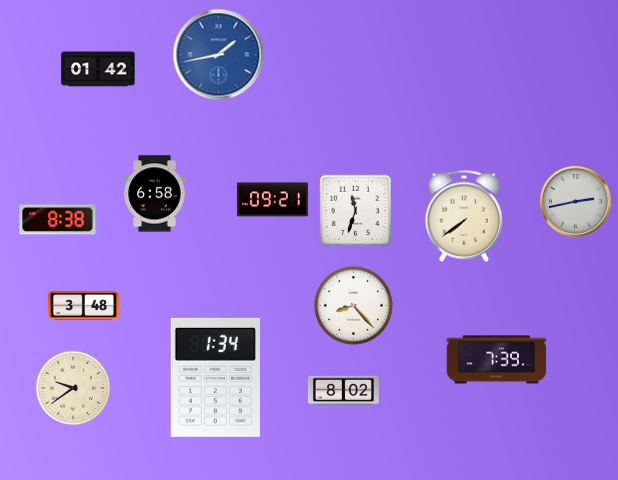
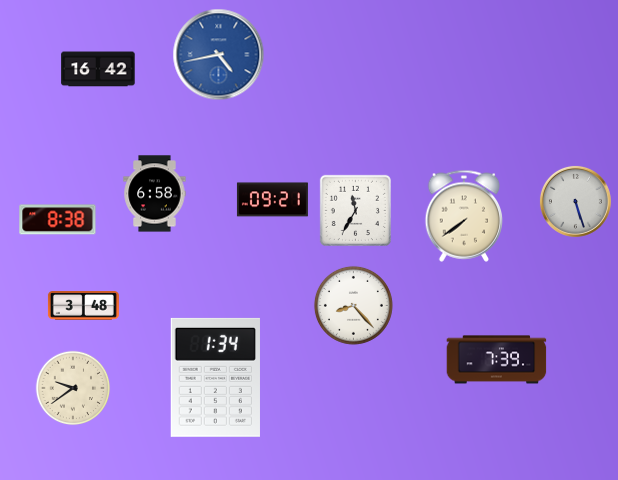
clock at (219, 55): 1:43 -> 4:43
clock at (98, 69): 01:42 -> 16:42
clock at (575, 201): 2:43 -> 5:27
clock at (355, 210): 11:33 -> 11:35
clock at (343, 391): 8:02 -> none
